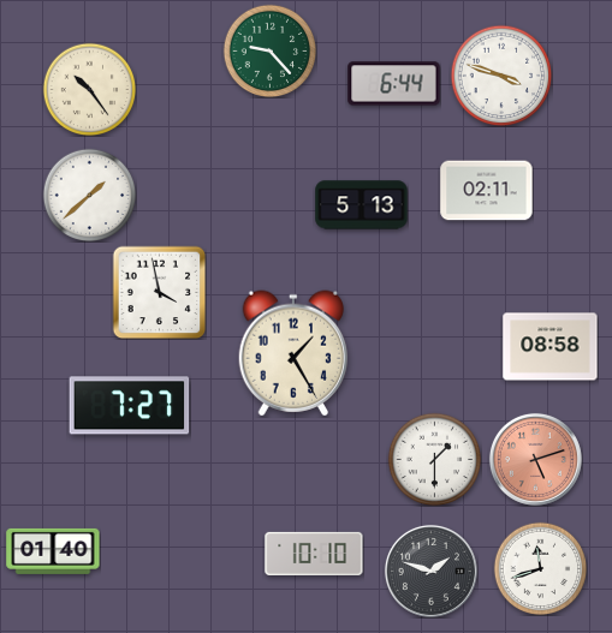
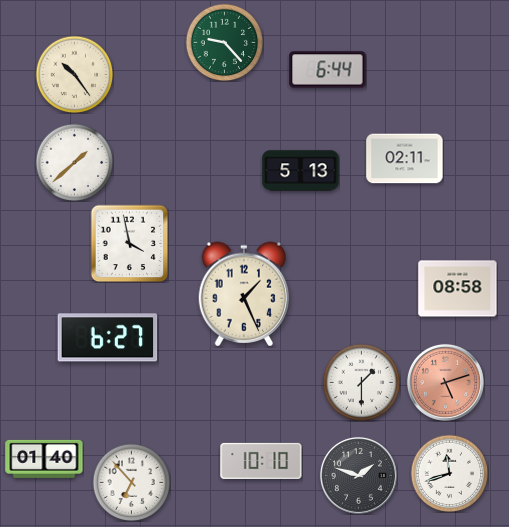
clock at (501, 76): 3:48 -> none
clock at (159, 292) position: (159, 292) -> (129, 243)
clock at (293, 353): 1:25 -> 1:26
clock at (130, 406): 7:27 -> 6:27
clock at (131, 482): none -> 6:53
